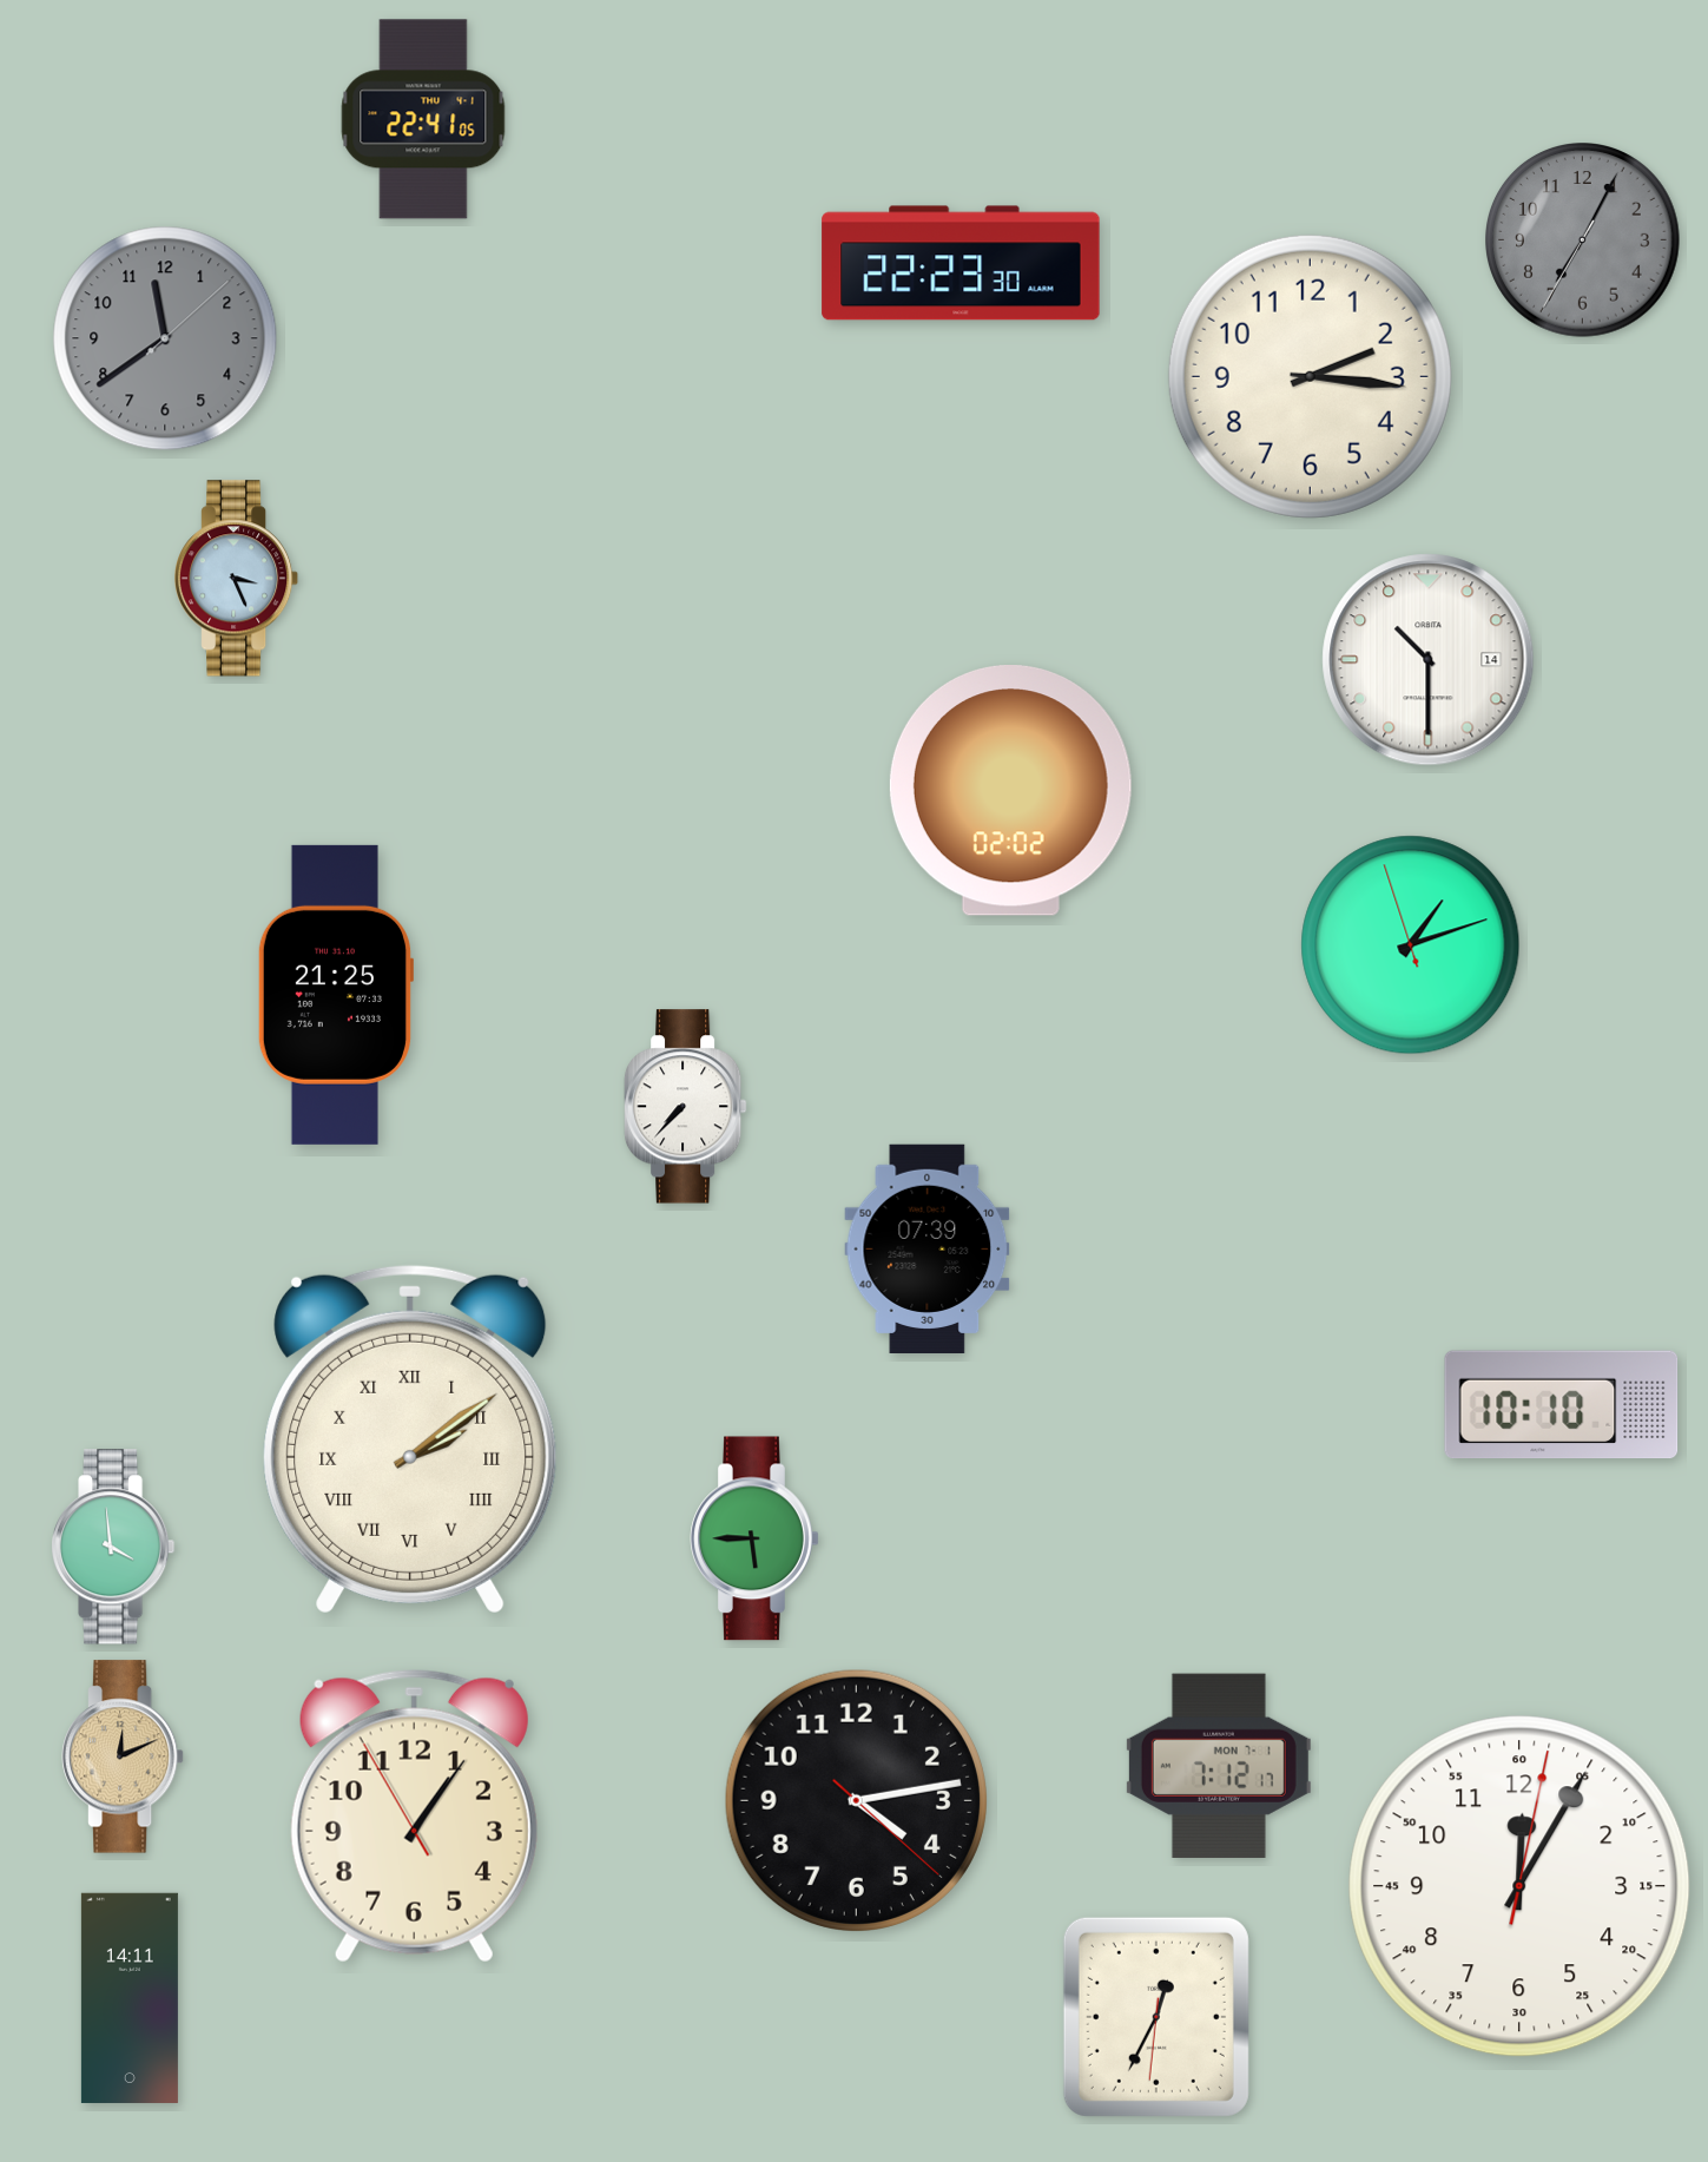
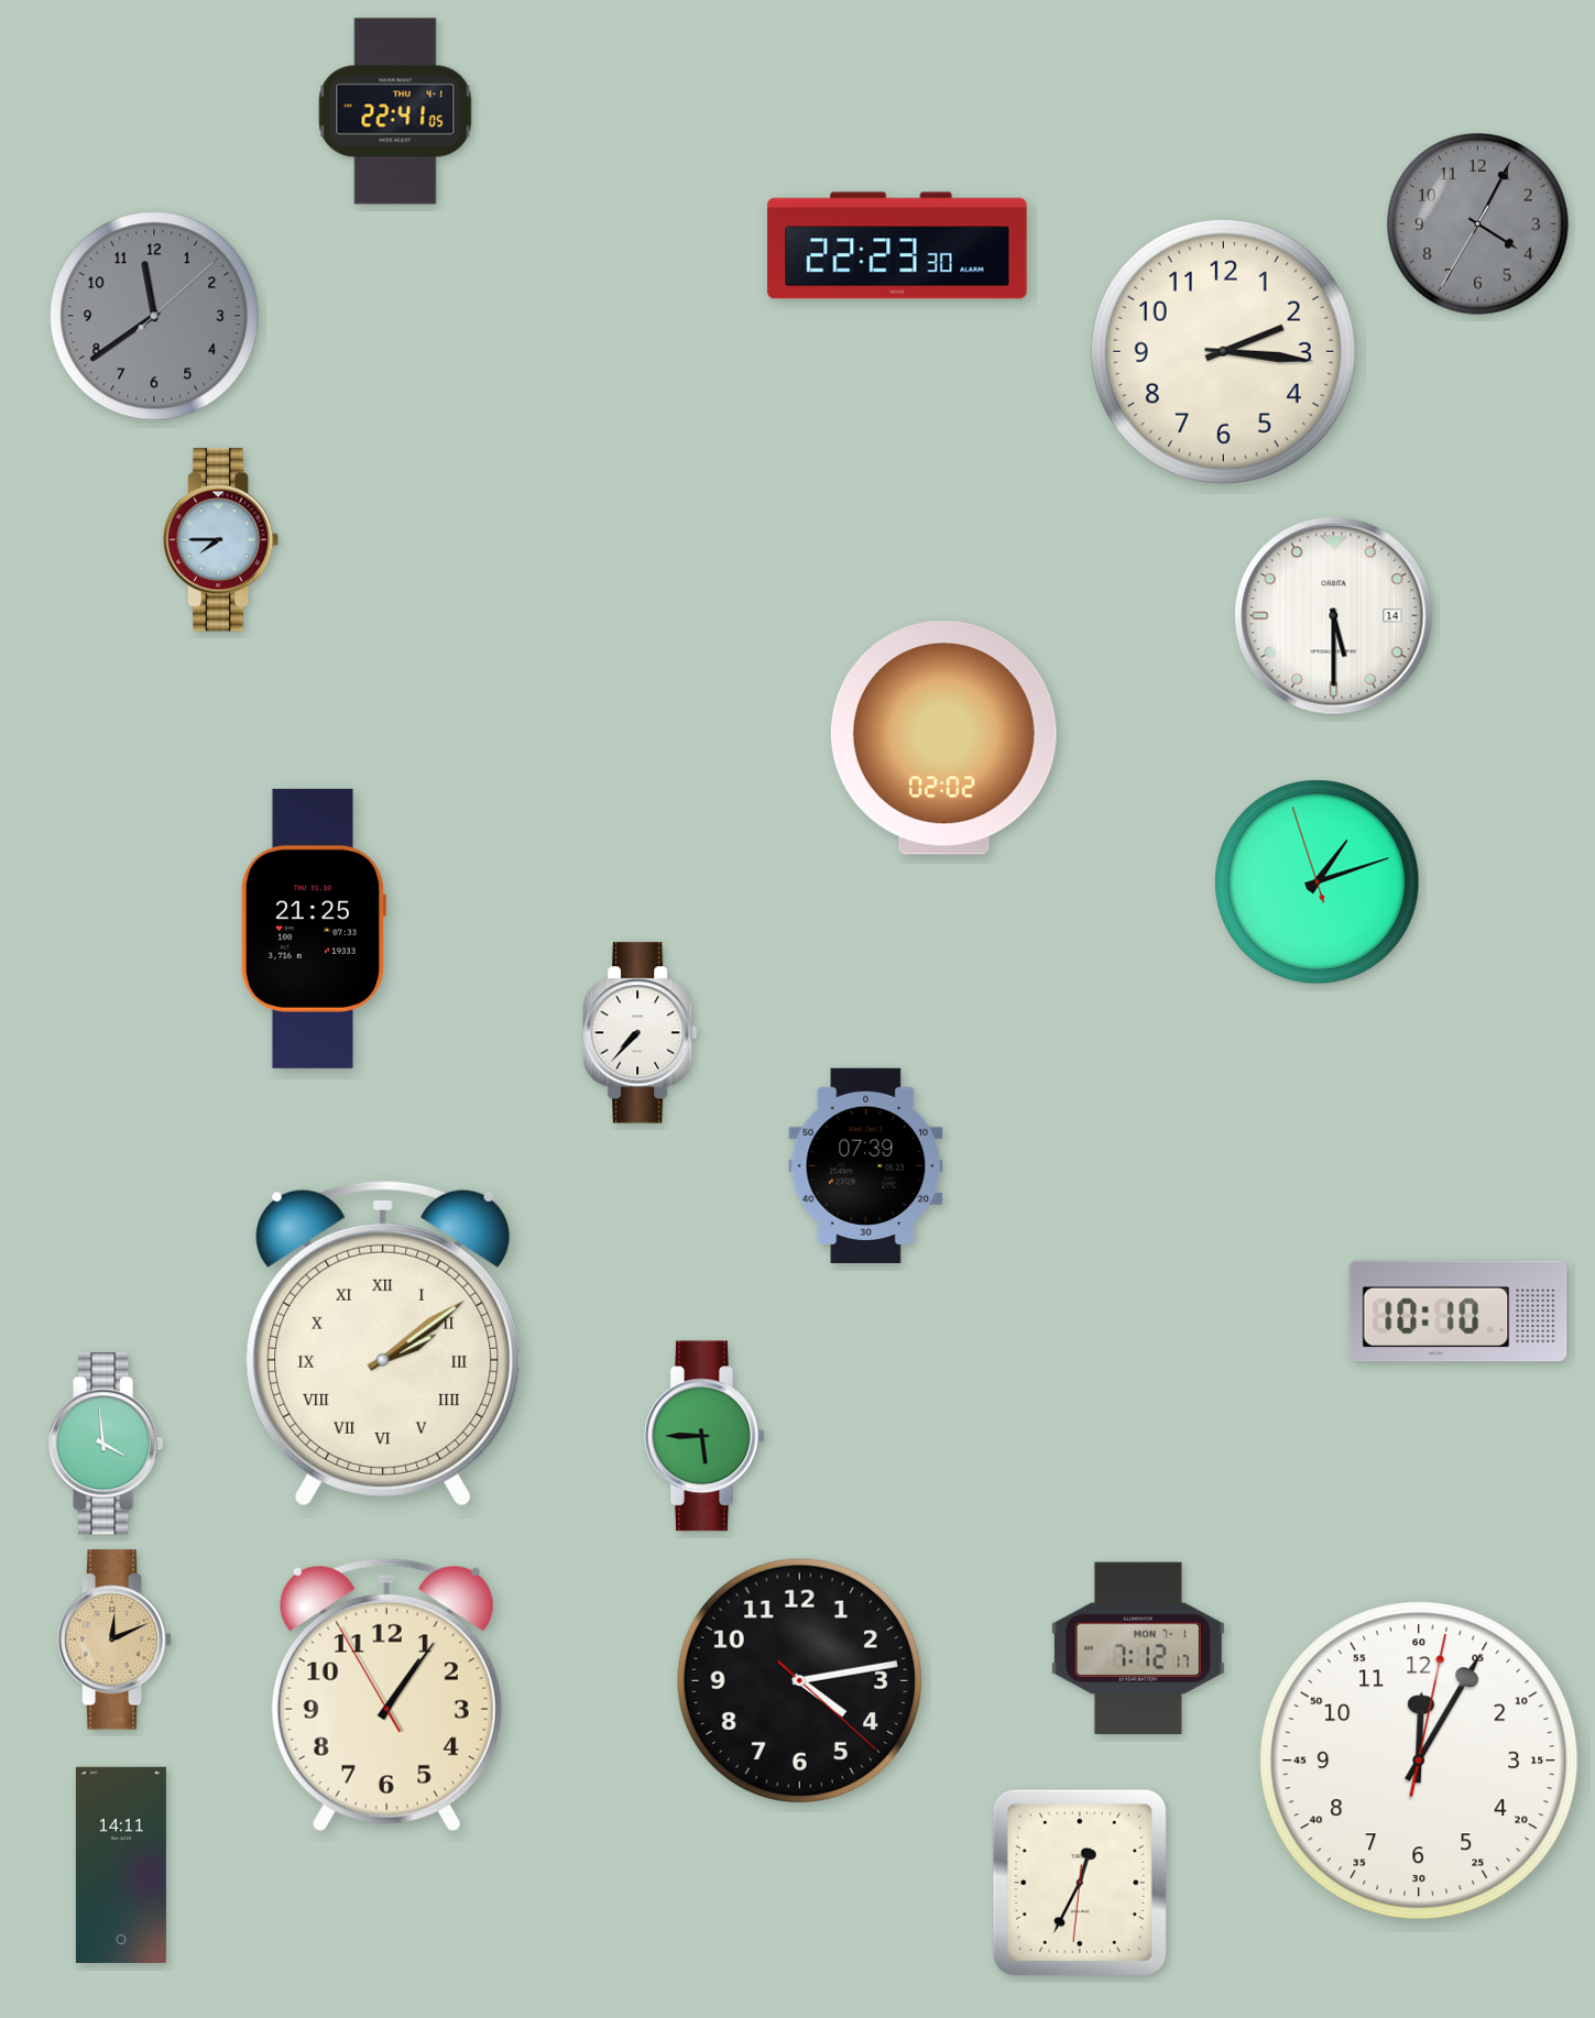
clock at (1583, 240): 7:04 -> 4:04
clock at (238, 579): 3:26 -> 7:45
clock at (1429, 660): 10:30 -> 5:30
